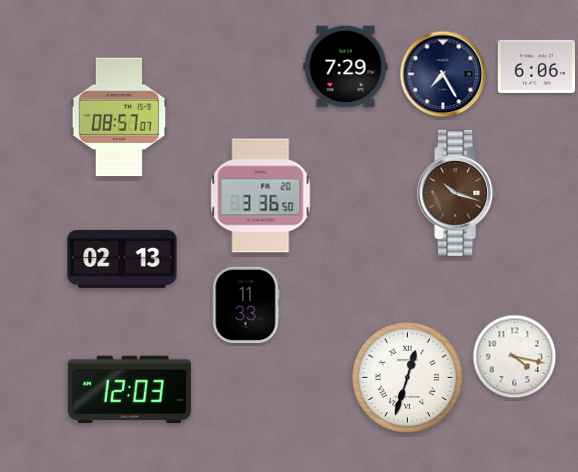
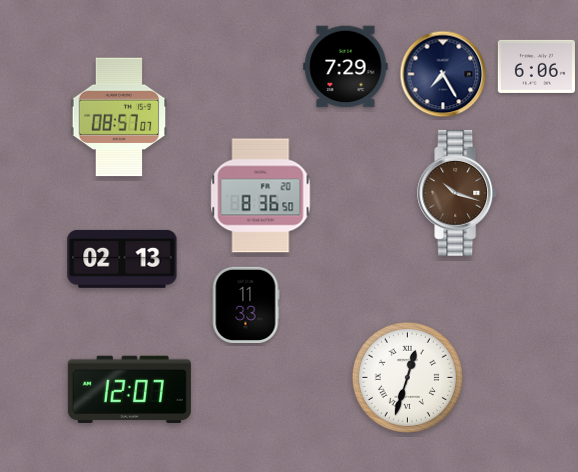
clock at (261, 196): 3:36 -> 8:36
clock at (515, 357): 4:17 -> none
clock at (129, 389): 12:03 -> 12:07
